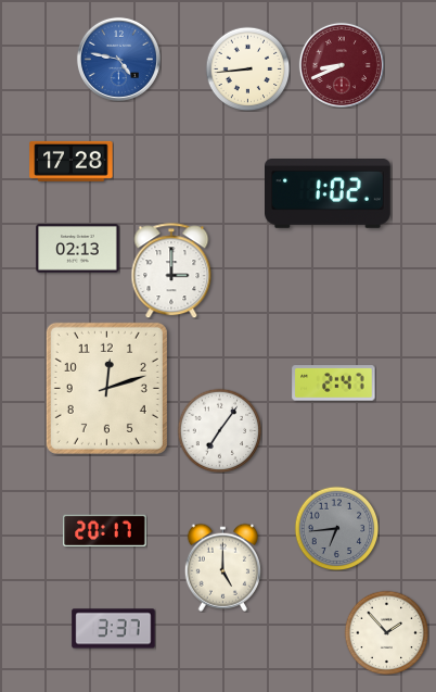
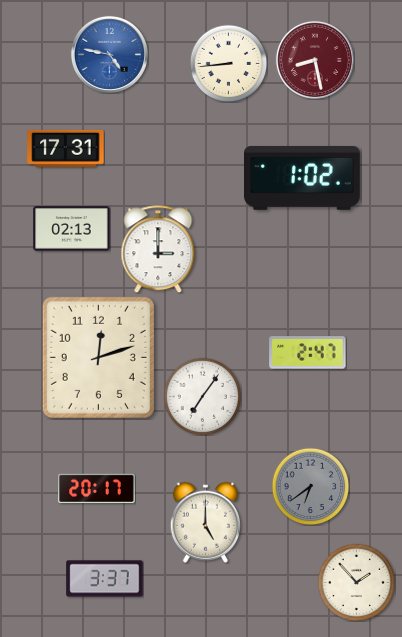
clock at (342, 65): 8:41 -> 8:28
clock at (72, 161): 17:28 -> 17:31
clock at (336, 528): 6:44 -> 6:39
